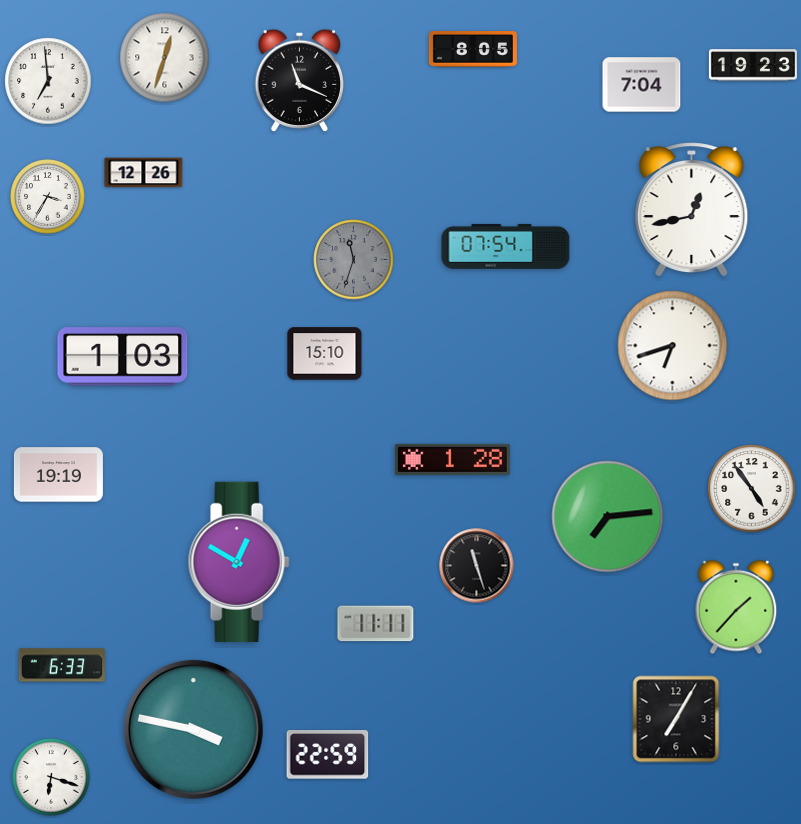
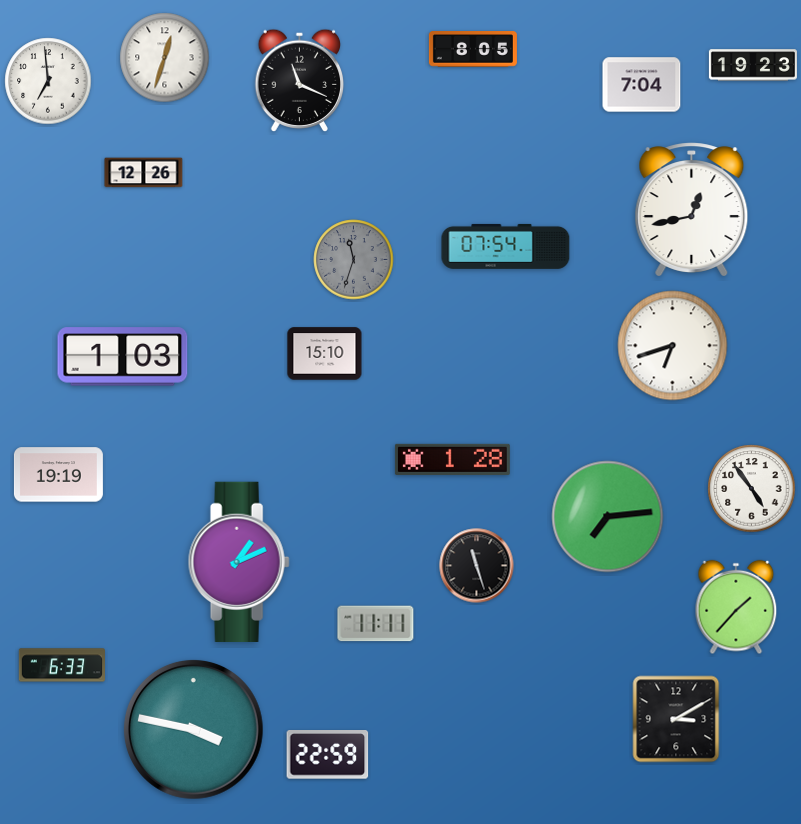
clock at (48, 197): 3:35 -> none
clock at (239, 562): 12:50 -> 1:11
clock at (676, 719): 7:05 -> 3:10
clock at (51, 777): 6:18 -> none
